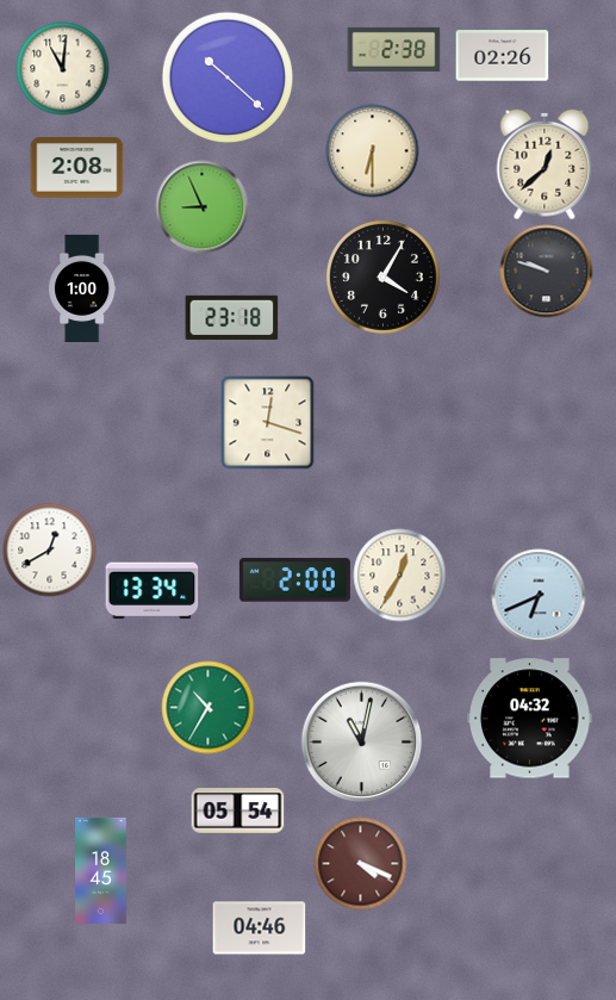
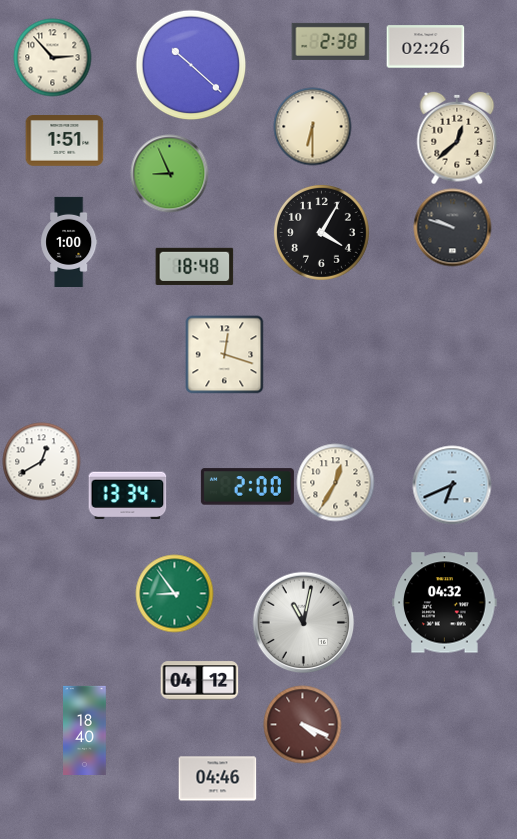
clock at (502, 56) position: (502, 56) -> (425, 47)
clock at (62, 68): 11:01 -> 2:53
clock at (76, 168): 2:08 -> 1:51
clock at (546, 271) position: (546, 271) -> (452, 227)
clock at (231, 317): 23:18 -> 18:48
clock at (539, 596) position: (539, 596) -> (452, 485)
clock at (207, 707): 10:35 -> 8:54
clock at (237, 812): 05:54 -> 04:12
clock at (101, 870): 18:45 -> 18:40
